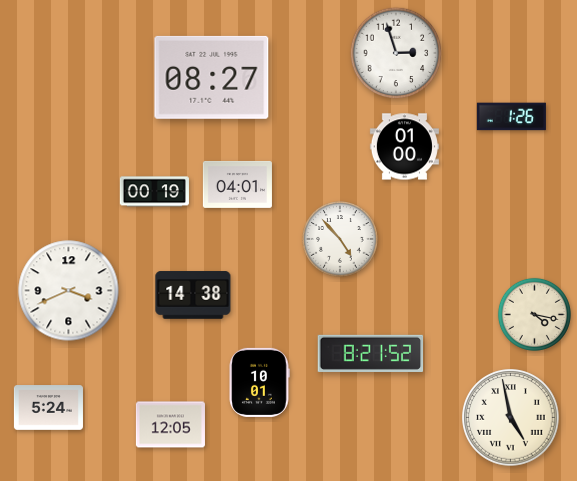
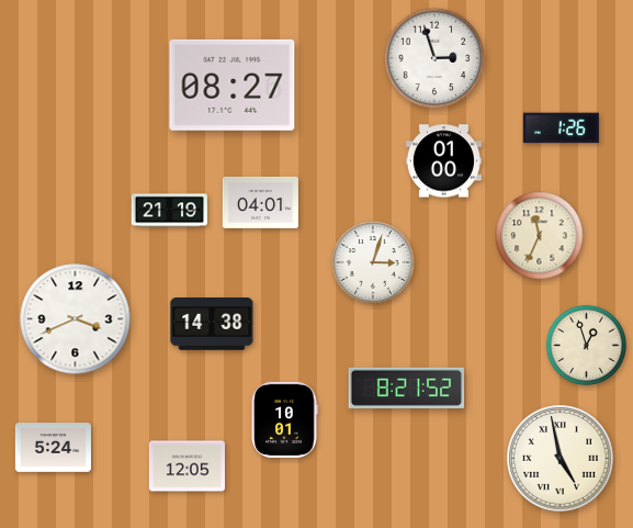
clock at (154, 192): 00:19 -> 21:19
clock at (540, 236): none -> 11:34
clock at (340, 239): 4:53 -> 3:03
clock at (534, 314): 4:17 -> 12:57
